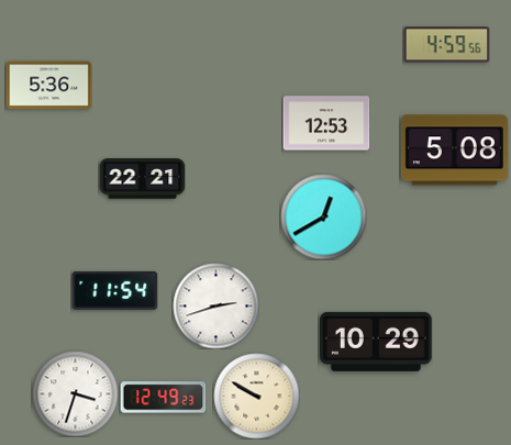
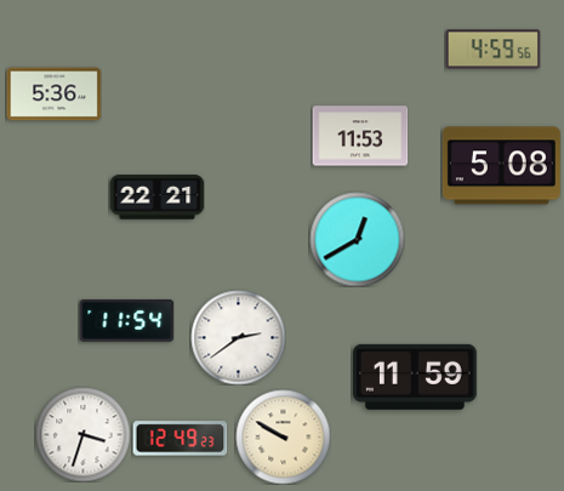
clock at (326, 123): 12:53 -> 11:53
clock at (215, 305): 2:42 -> 2:39
clock at (377, 342): 10:29 -> 11:59
